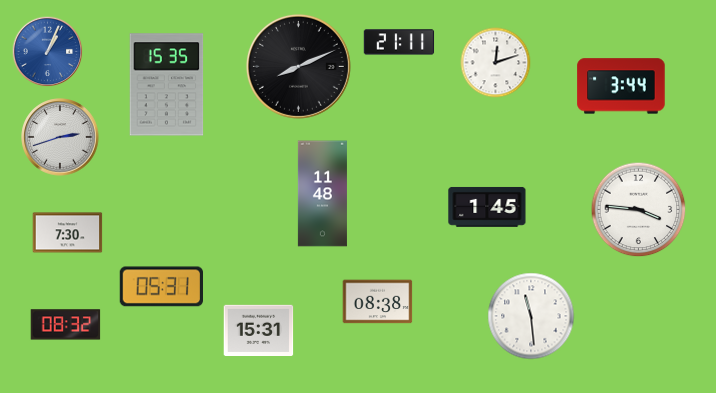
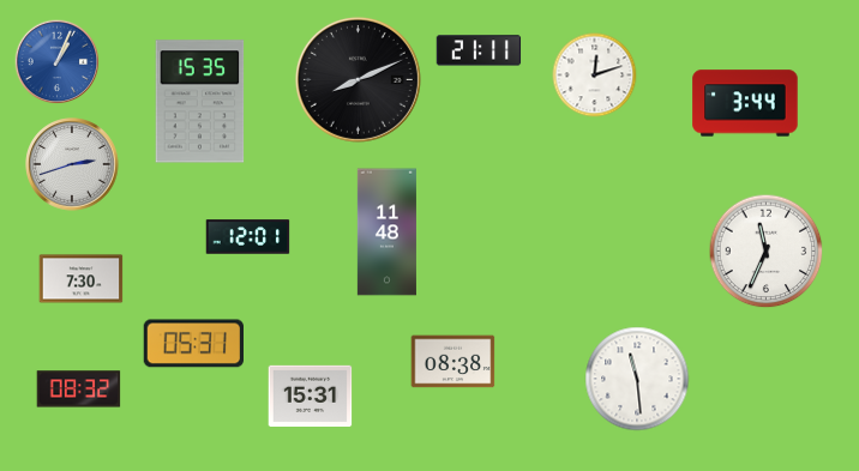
clock at (248, 237): none -> 12:01
clock at (487, 207): 1:45 -> none
clock at (639, 210): 3:46 -> 11:34
